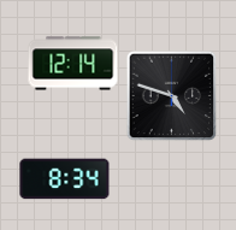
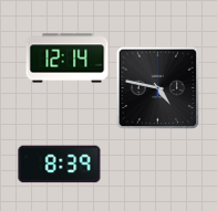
clock at (172, 96): 4:48 -> 4:47
clock at (65, 179): 8:34 -> 8:39
